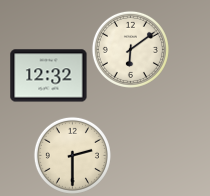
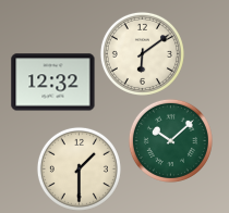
clock at (170, 140): none -> 10:08
clock at (72, 155): 2:30 -> 1:30
